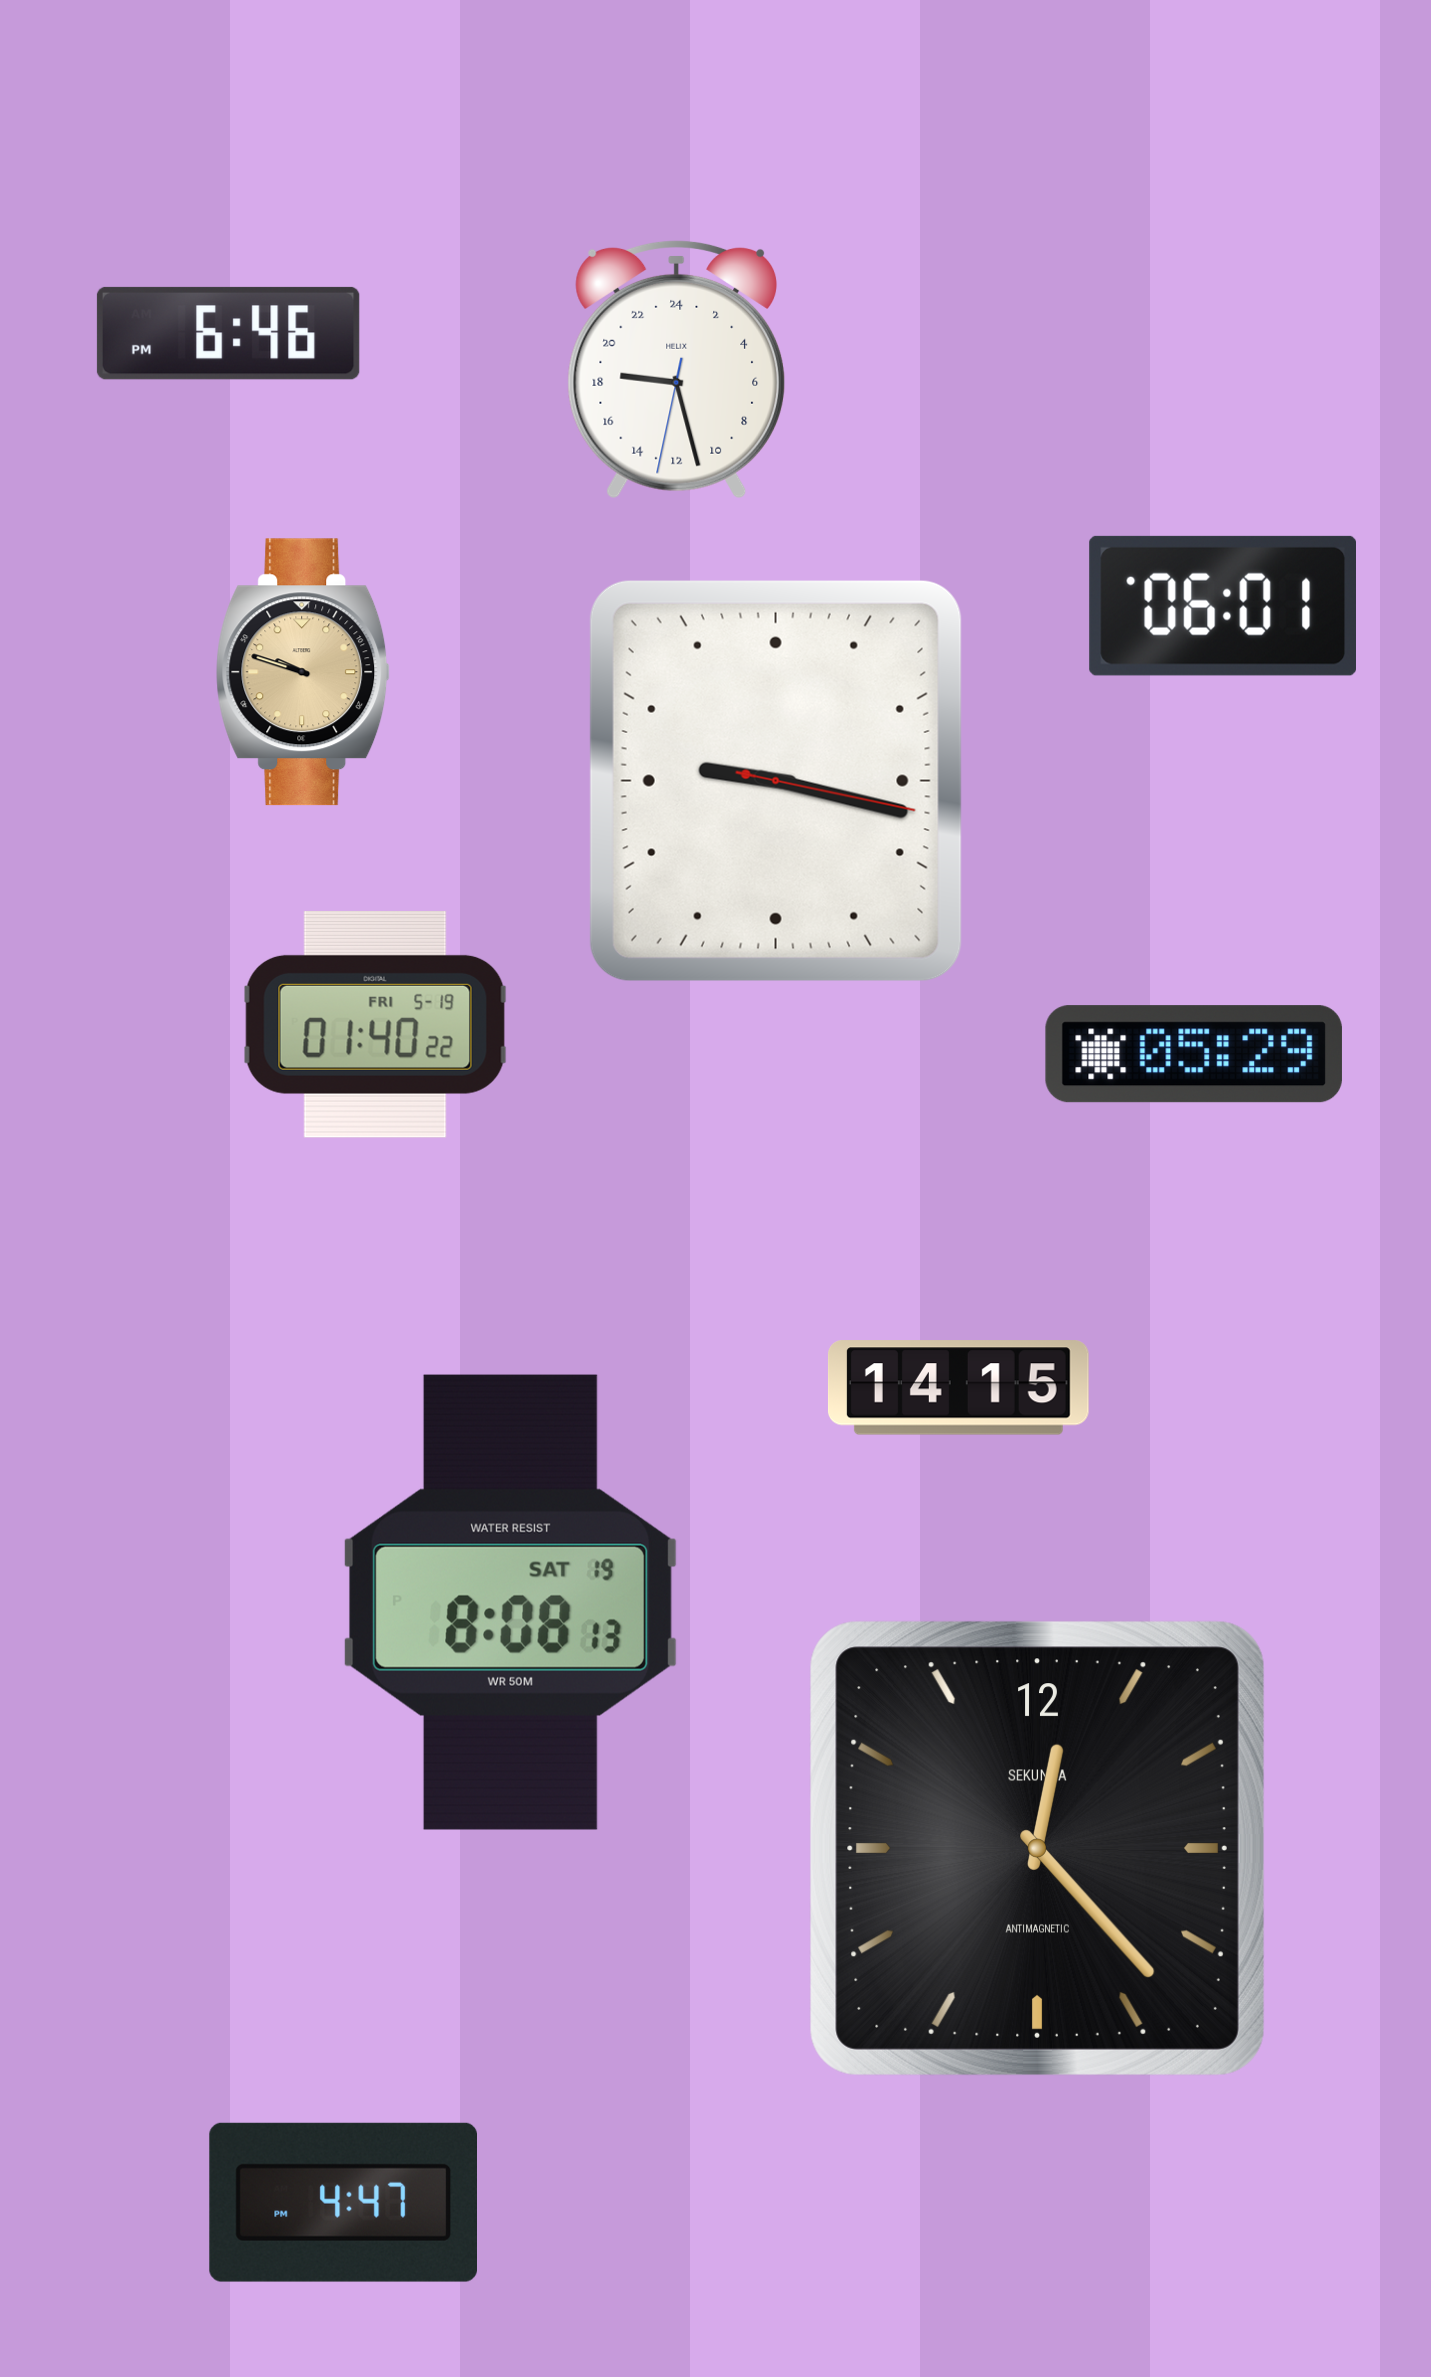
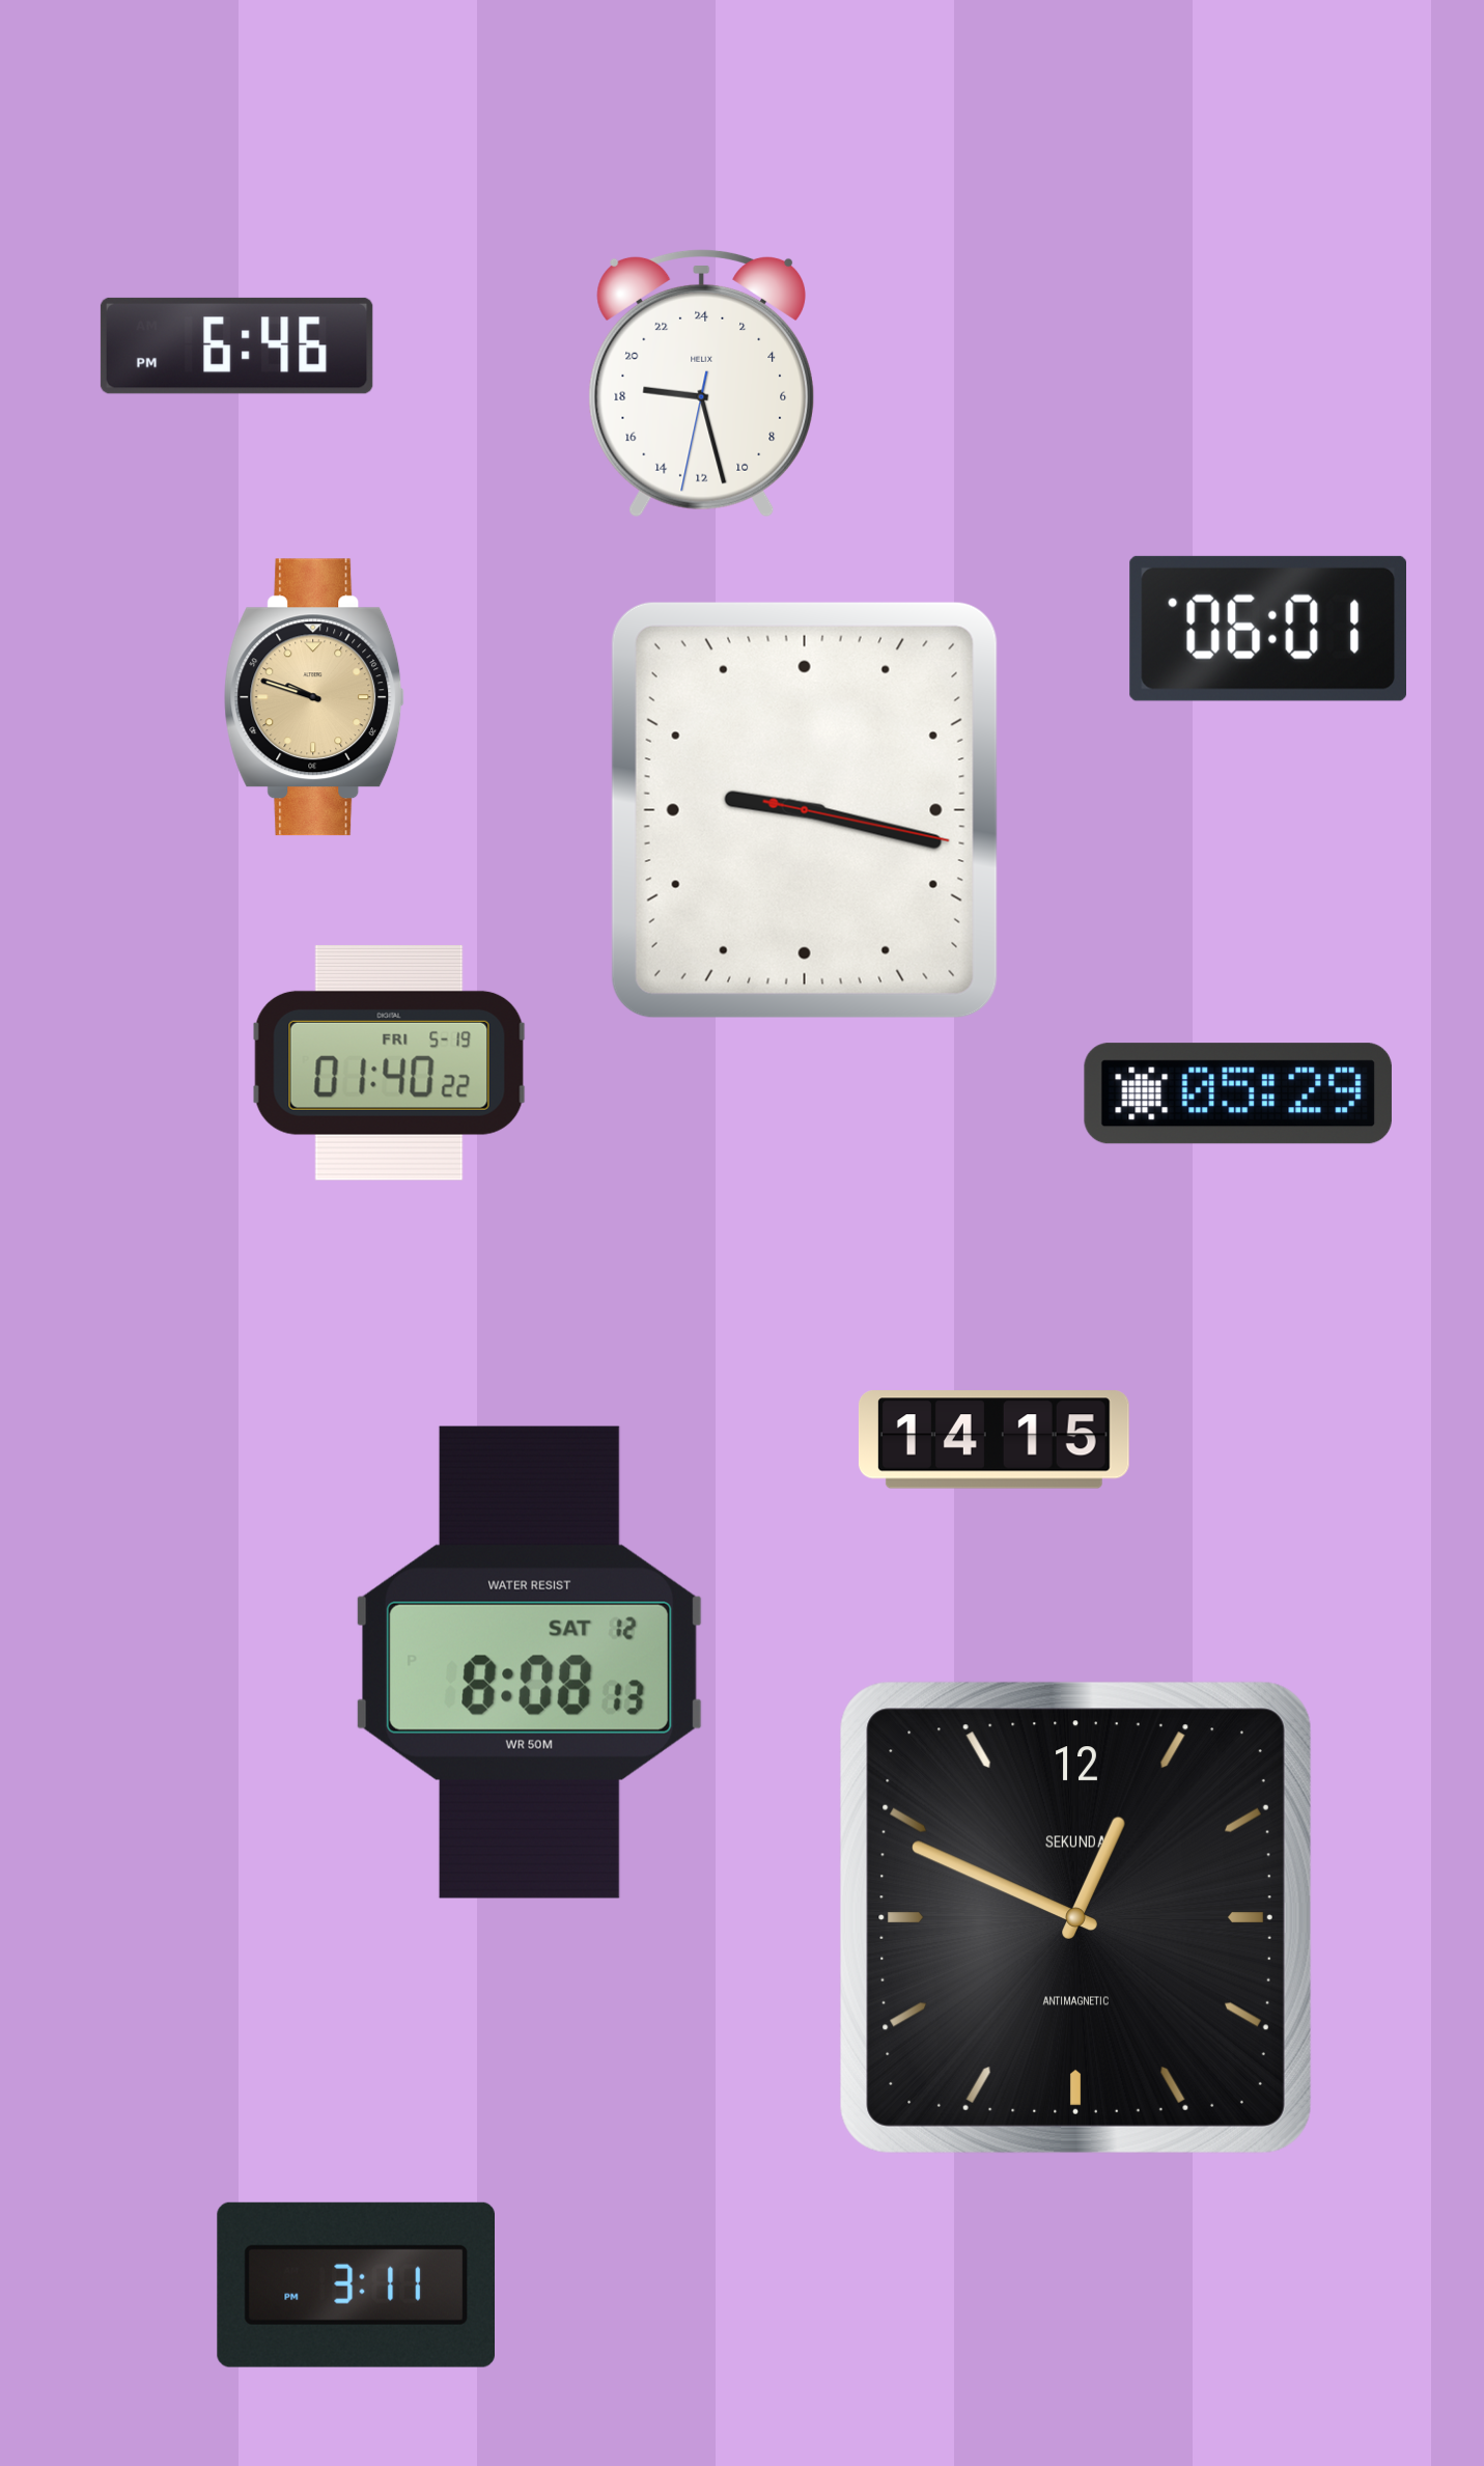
clock at (511, 1602) date: SAT 19 -> SAT 12
clock at (1037, 1848): 12:23 -> 12:49
clock at (343, 2202): 4:47 -> 3:11
